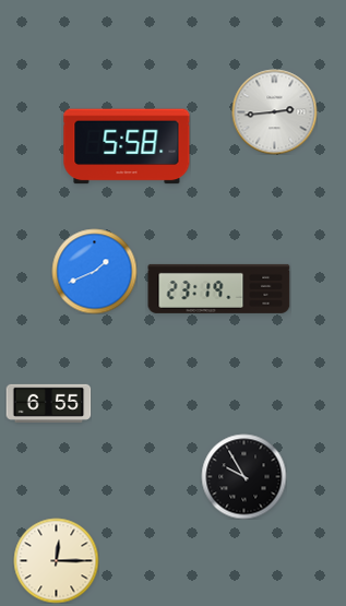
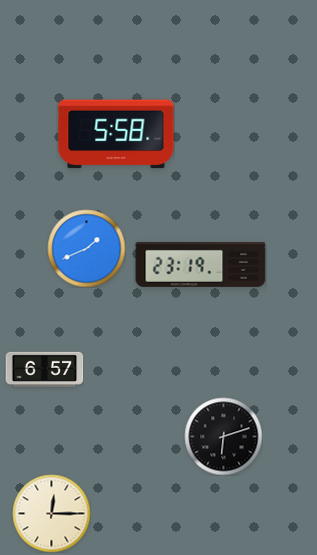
clock at (274, 111): 2:44 -> none
clock at (48, 403): 6:55 -> 6:57
clock at (243, 476): 9:55 -> 6:12
